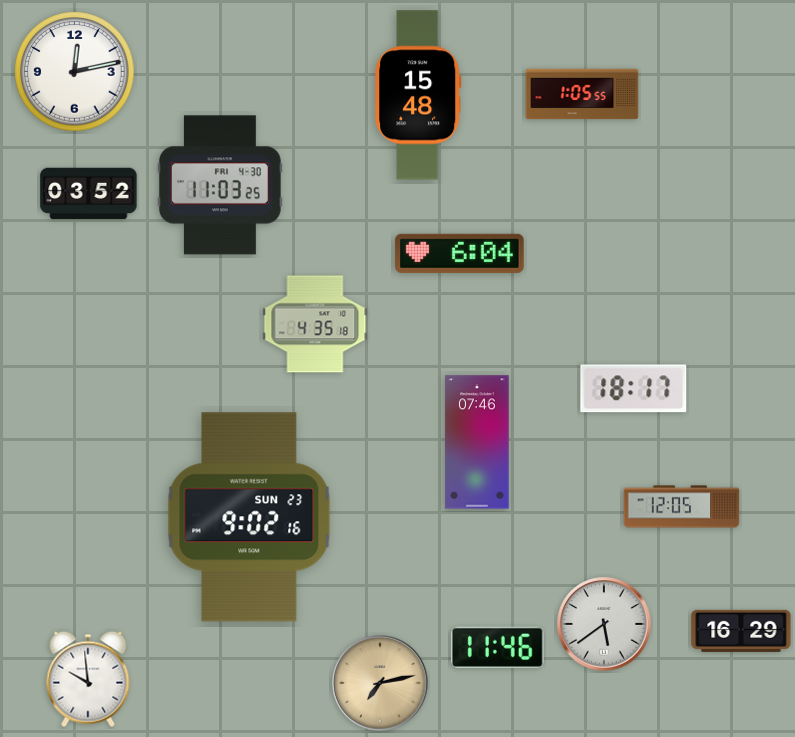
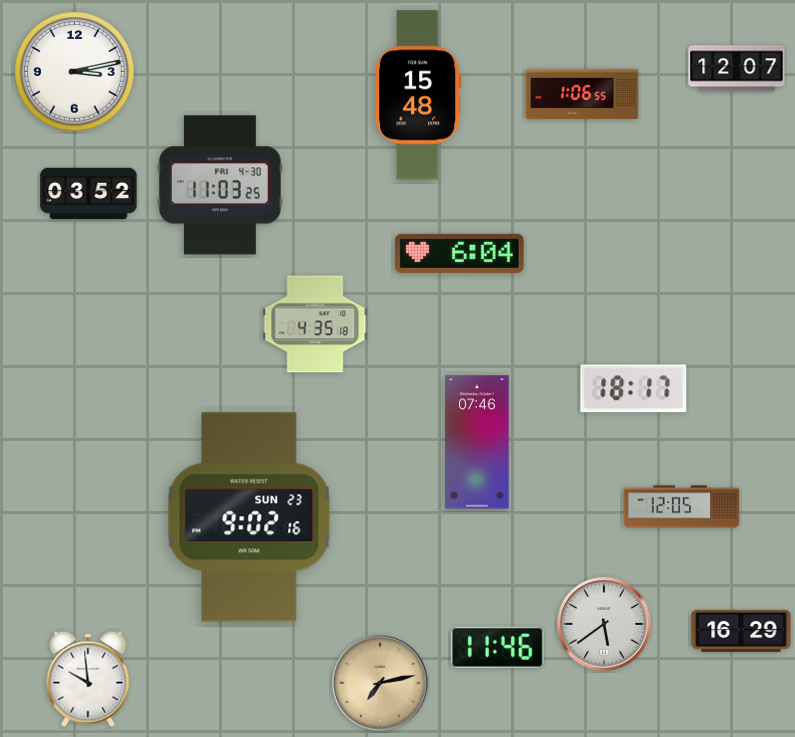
clock at (737, 69): none -> 12:07
clock at (75, 72): 12:13 -> 3:13
clock at (582, 94): 1:05 -> 1:06
